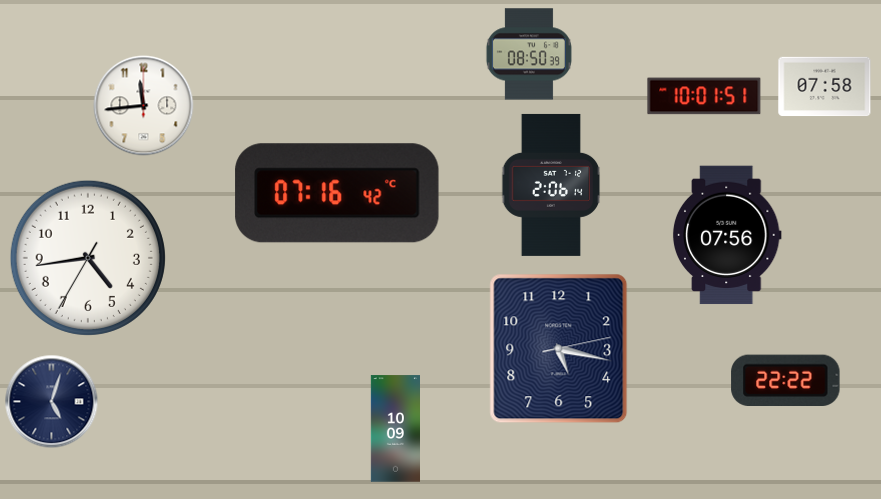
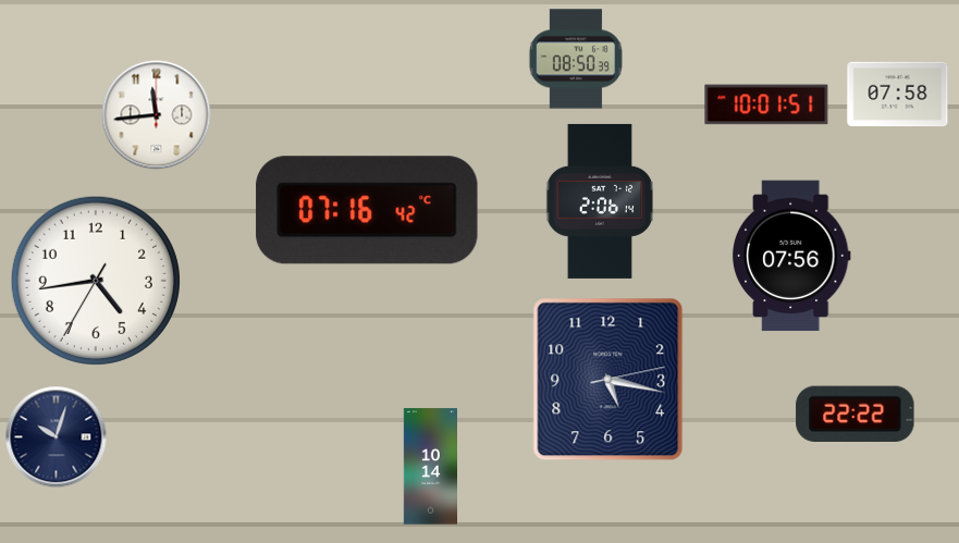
clock at (52, 402): 5:03 -> 10:03
clock at (395, 429): 10:09 -> 10:14
